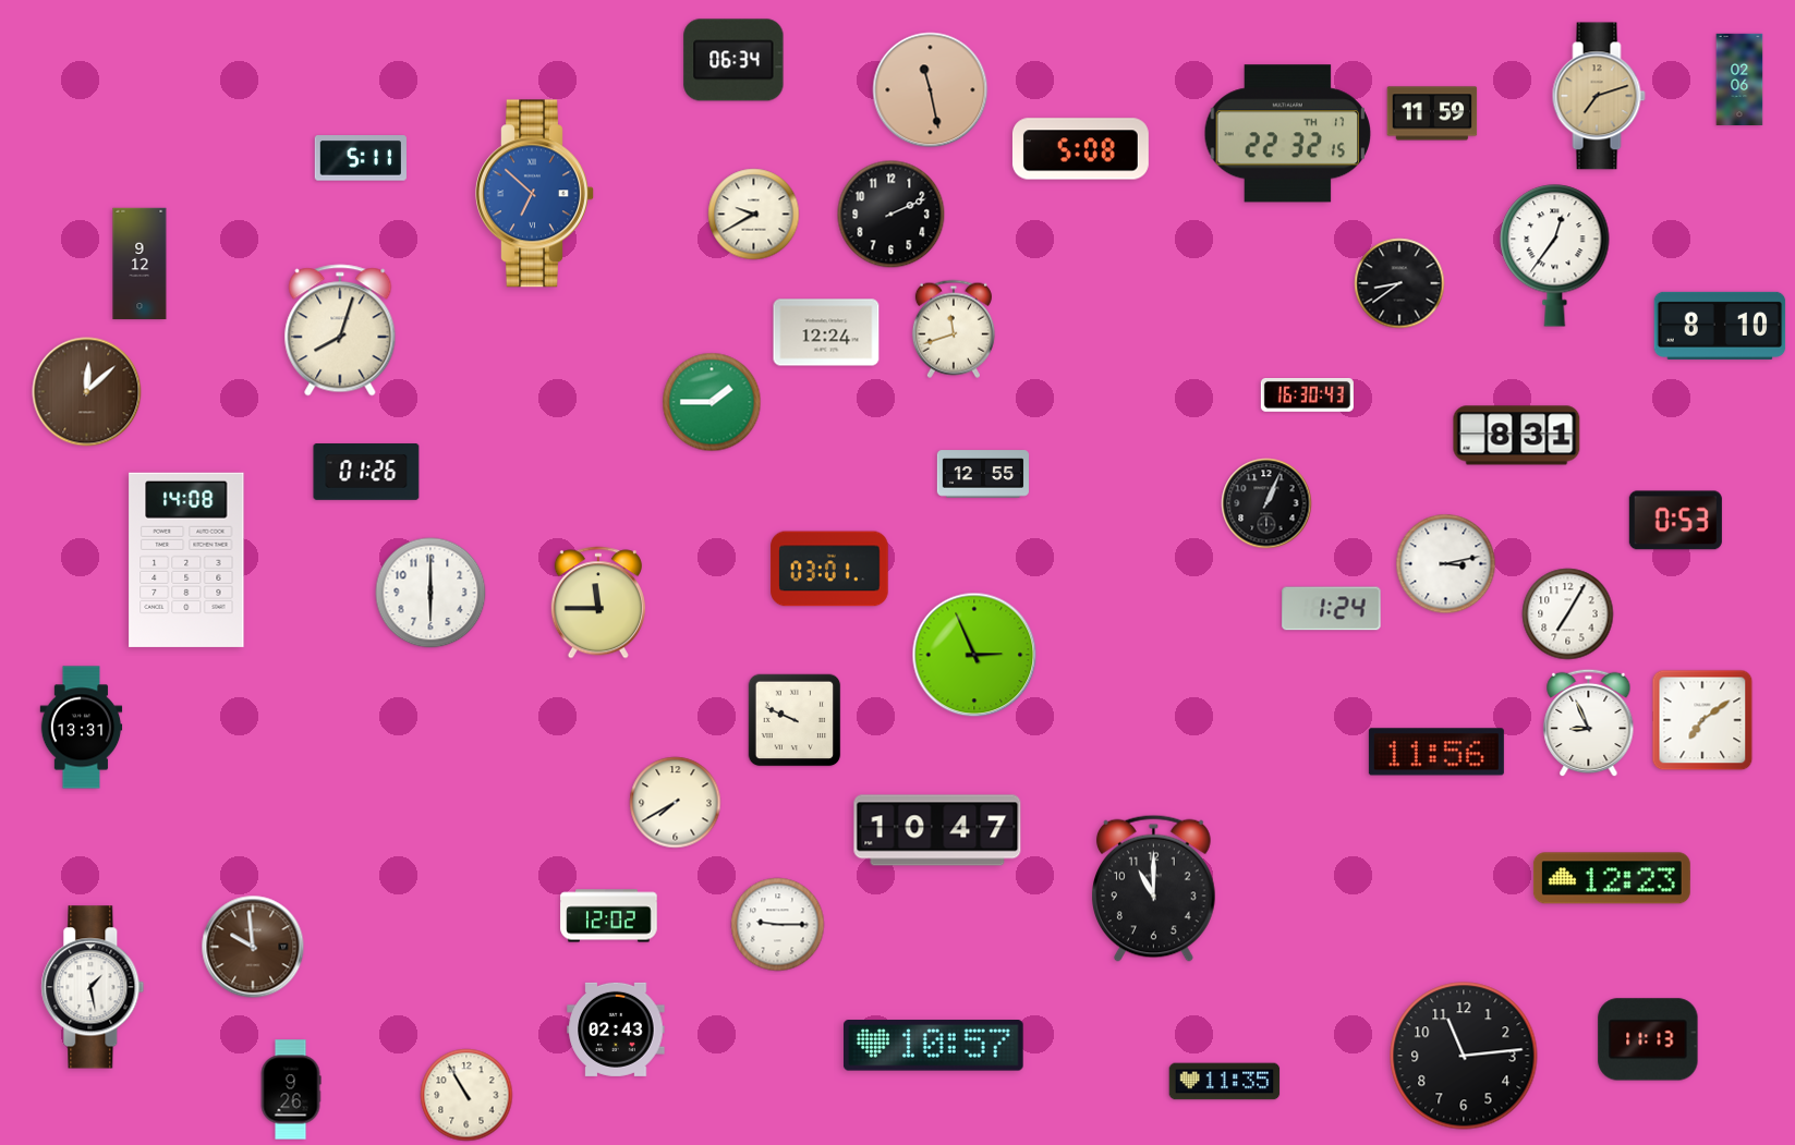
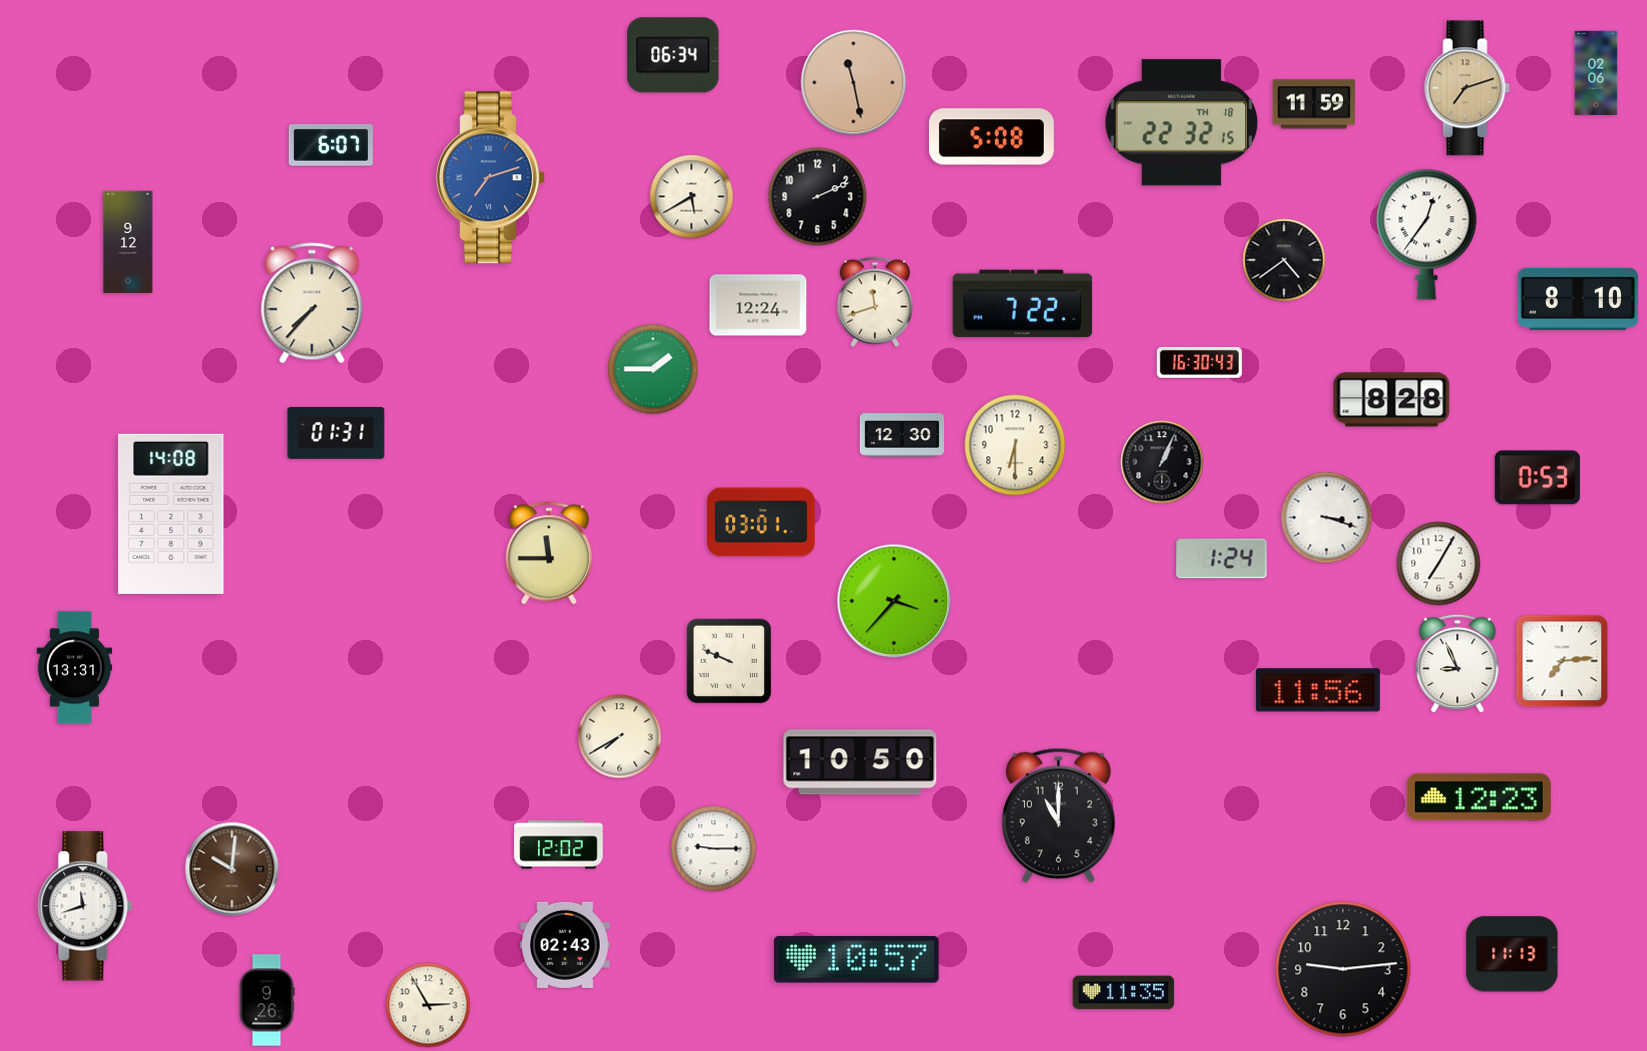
clock at (1287, 134) date: TH 17 -> TH 18
clock at (361, 158): 5:11 -> 6:07
clock at (535, 194): 6:52 -> 7:12
clock at (754, 215): 9:40 -> 5:40
clock at (1399, 283): 8:39 -> 4:39
clock at (340, 330): 8:03 -> 7:37
clock at (1023, 304): none -> 7:22
clock at (87, 392): 12:08 -> none
clock at (1517, 436): 8:31 -> 8:28
clock at (366, 472): 01:26 -> 01:31
clock at (982, 474): 12:55 -> 12:30
clock at (1015, 445): none -> 6:30
clock at (1446, 564): 3:13 -> 3:18
clock at (430, 593): 6:00 -> none
clock at (974, 655): 2:56 -> 3:37
clock at (1702, 720): 7:09 -> 7:14
clock at (937, 830): 10:47 -> 10:50
clock at (1612, 878) position: (1612, 878) -> (1479, 797)
clock at (609, 916) position: (609, 916) -> (559, 845)
clock at (253, 947): 9:59 -> 10:01
clock at (93, 987): 1:28 -> 11:42
clock at (1464, 1056): 11:14 -> 9:14
clock at (466, 1095): 10:55 -> 2:55
